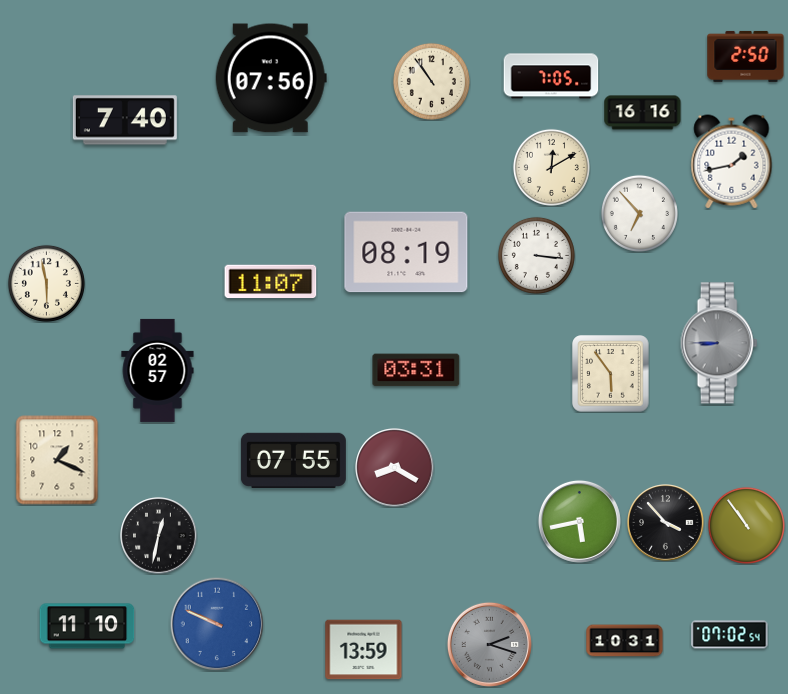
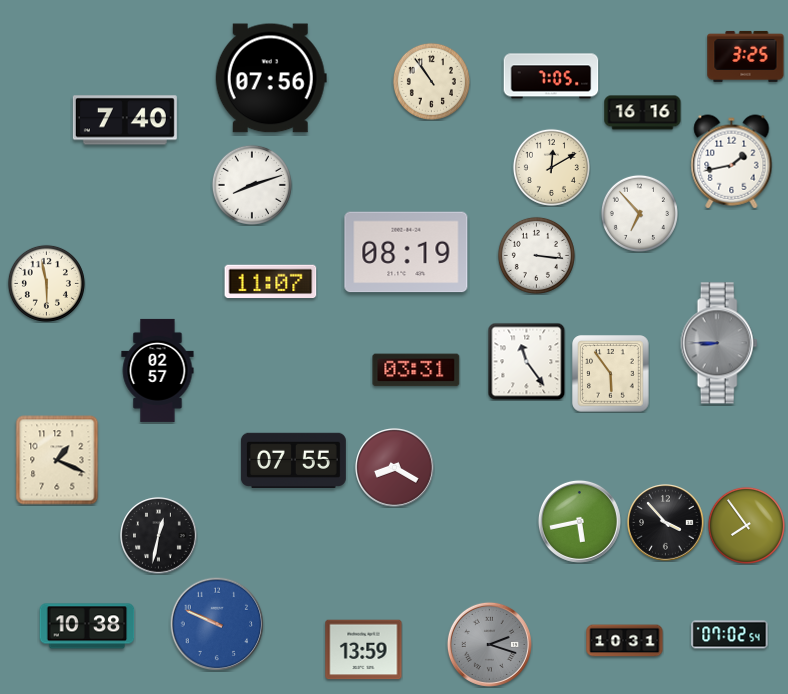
clock at (746, 56): 2:50 -> 3:25
clock at (252, 185): none -> 8:12
clock at (526, 361): none -> 11:24
clock at (746, 525): 10:54 -> 7:54
clock at (87, 626): 11:10 -> 10:38
